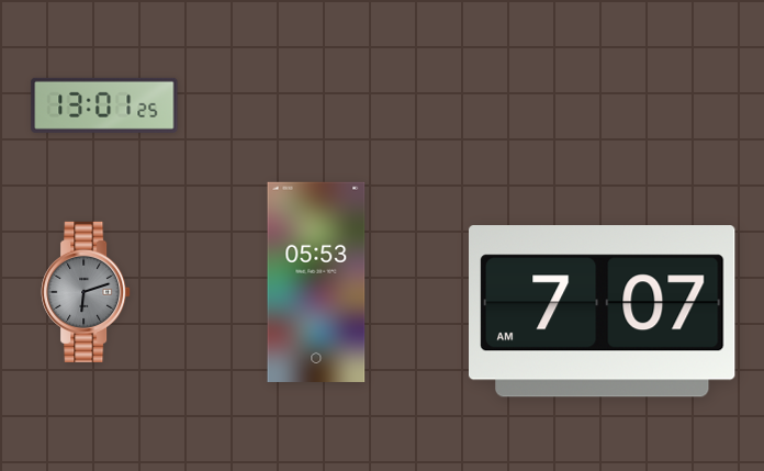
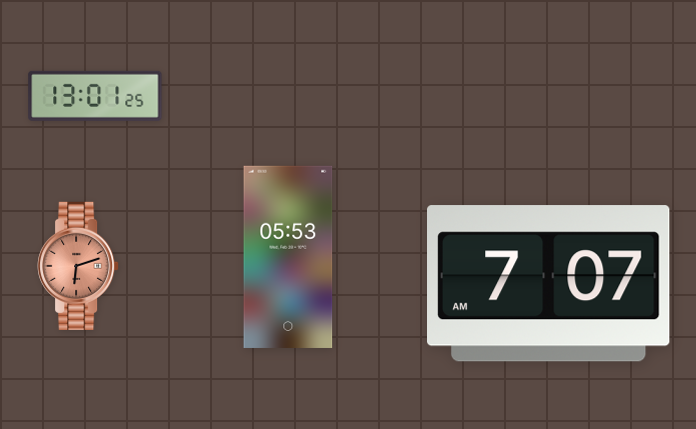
clock at (86, 292) dial: grey -> salmon
